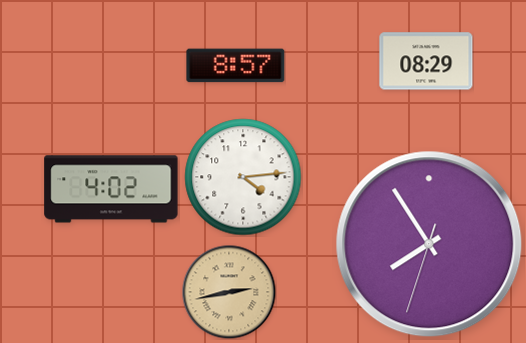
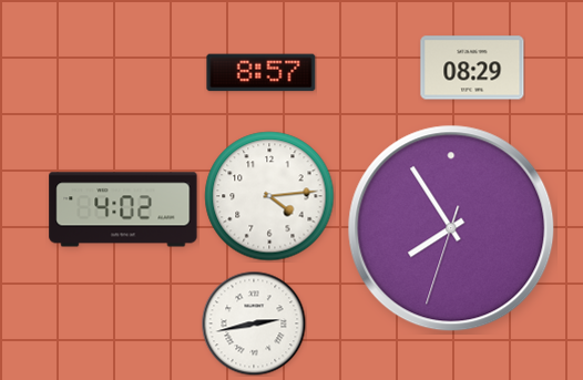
clock at (429, 244) position: (429, 244) -> (451, 228)
clock at (229, 292) dial: champagne -> white
